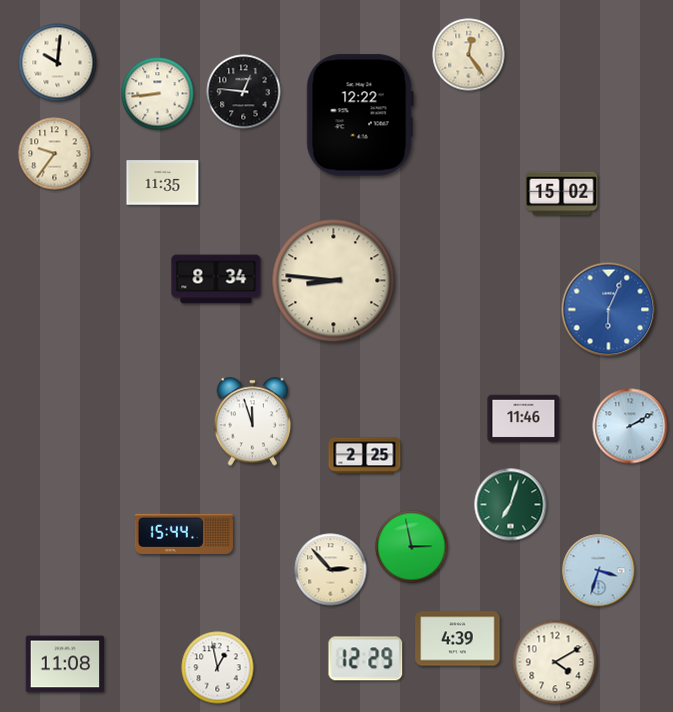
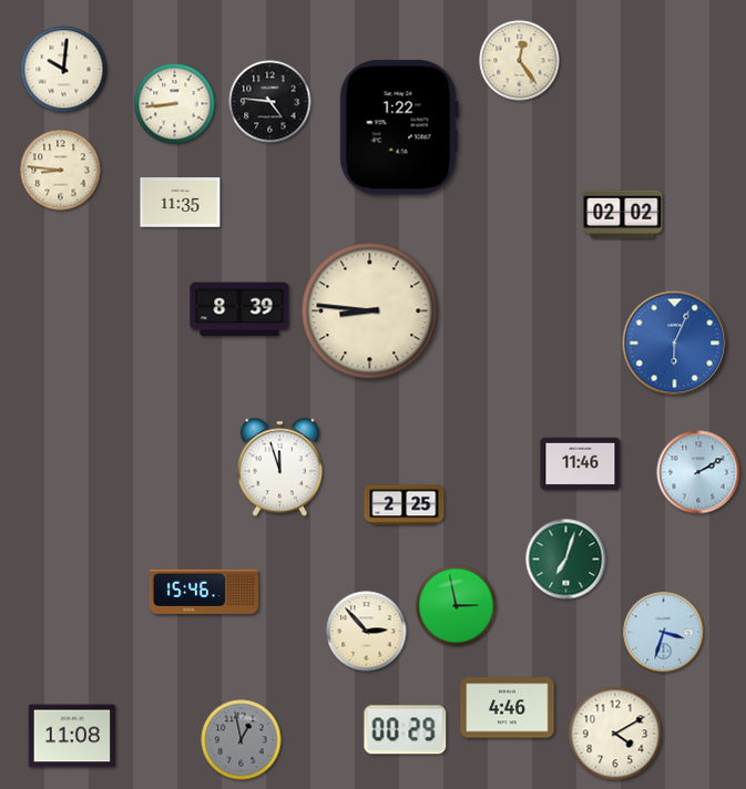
clock at (244, 92): 12:46 -> 4:46
clock at (360, 115): 12:22 -> 1:22
clock at (55, 154): 9:36 -> 8:46
clock at (562, 194): 15:02 -> 02:02
clock at (216, 279): 8:34 -> 8:39
clock at (184, 534): 15:44 -> 15:46
clock at (458, 639): 4:39 -> 4:46
clock at (366, 659): 12:29 -> 00:29
clock at (218, 668) dial: white -> grey
